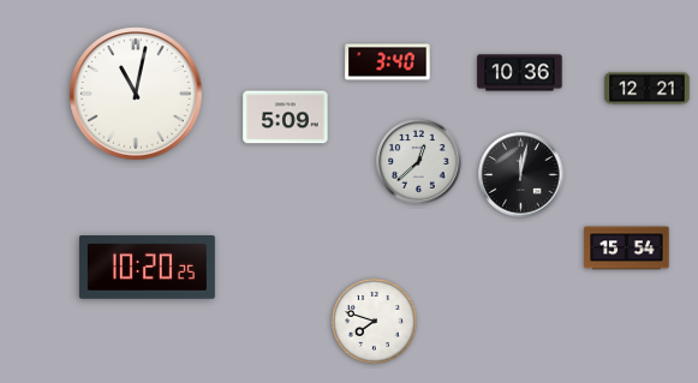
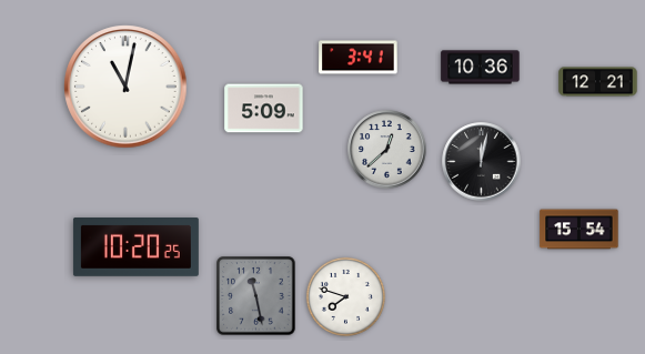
clock at (388, 62): 3:40 -> 3:41
clock at (256, 296): none -> 11:28
